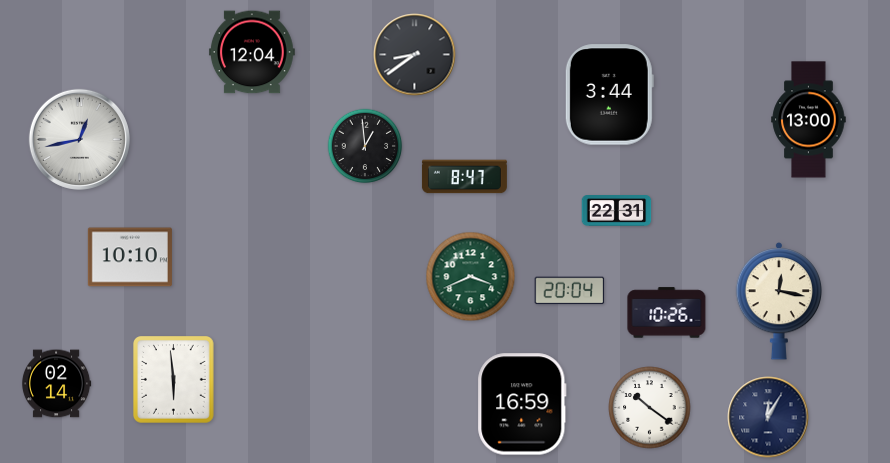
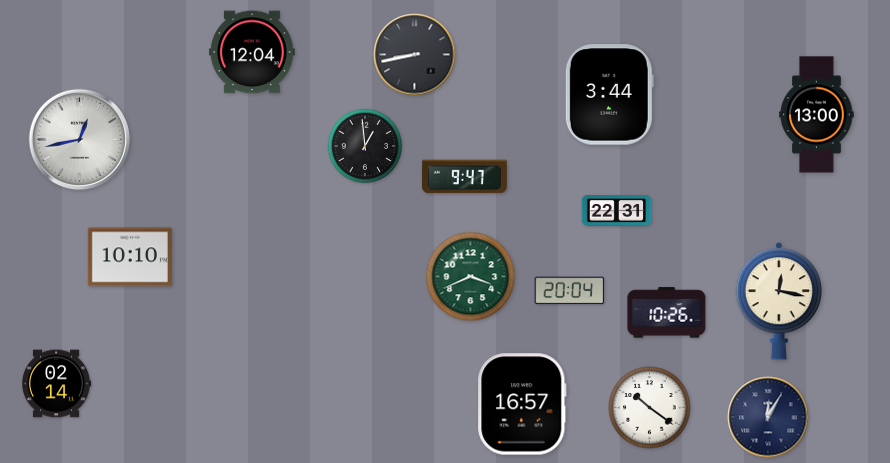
clock at (415, 55): 8:39 -> 8:43
clock at (809, 120) position: (809, 120) -> (817, 115)
clock at (464, 177): 8:47 -> 9:47
clock at (174, 380): 5:59 -> none
clock at (522, 404): 16:59 -> 16:57
